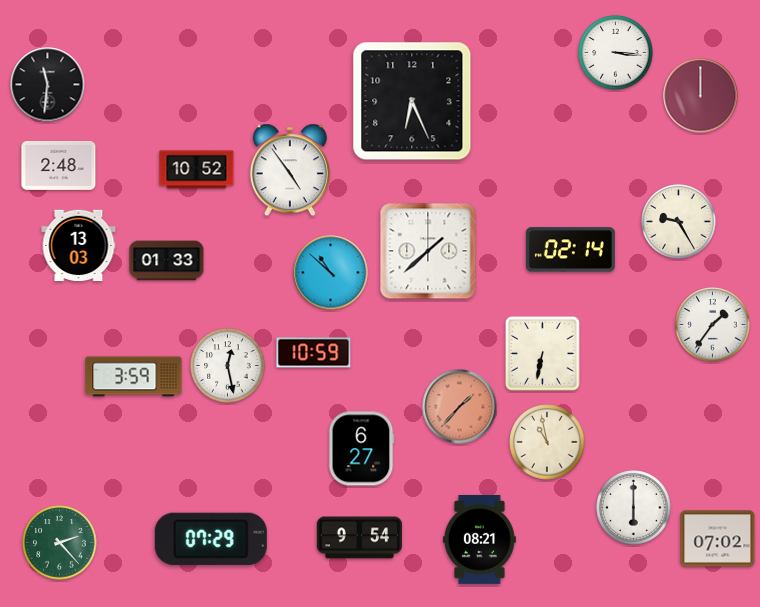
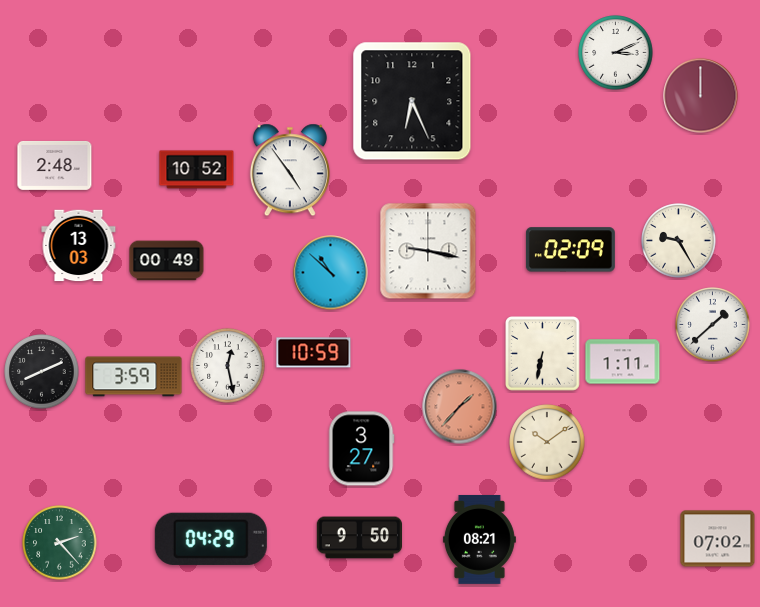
clock at (616, 53): 3:16 -> 3:11
clock at (48, 85): 11:31 -> none
clock at (59, 165) position: (59, 165) -> (55, 165)
clock at (679, 222) position: (679, 222) -> (679, 241)
clock at (570, 250): 02:14 -> 02:09
clock at (428, 251): 1:38 -> 9:17
clock at (167, 261): 01:33 -> 00:49
clock at (713, 325): 1:36 -> 1:38
clock at (623, 362): none -> 1:11
clock at (42, 372): none -> 8:11
clock at (547, 442): 10:58 -> 10:09
clock at (361, 449): 6:27 -> 3:27
clock at (634, 508): 6:00 -> none
clock at (359, 538): 9:54 -> 9:50
clock at (211, 539): 07:29 -> 04:29
